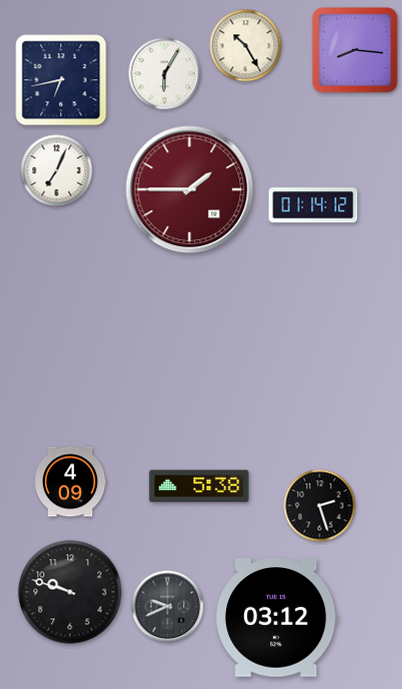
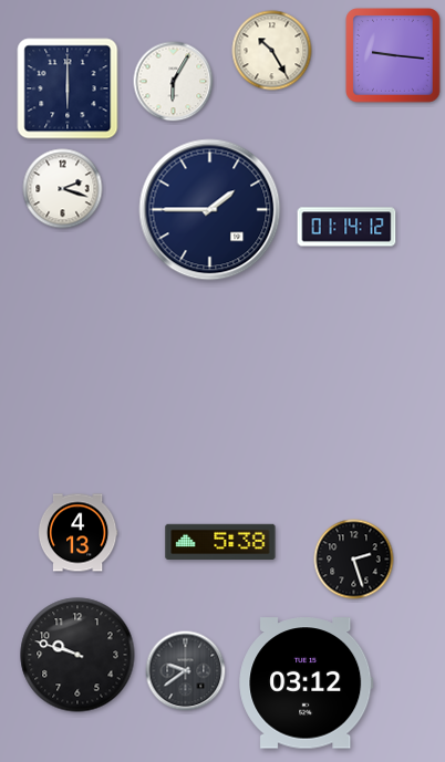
clock at (355, 50): 8:16 -> 9:16
clock at (165, 74) position: (165, 74) -> (174, 82)
clock at (61, 80): 6:43 -> 6:00
clock at (57, 171): 7:04 -> 2:18
clock at (190, 190) dial: burgundy -> navy
clock at (70, 482): 4:09 -> 4:13
clock at (199, 485) position: (199, 485) -> (220, 541)
clock at (168, 607): 9:41 -> 9:39
